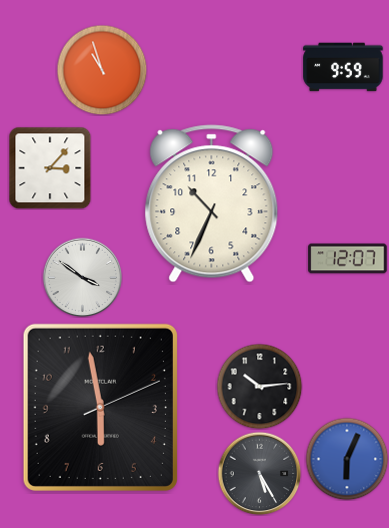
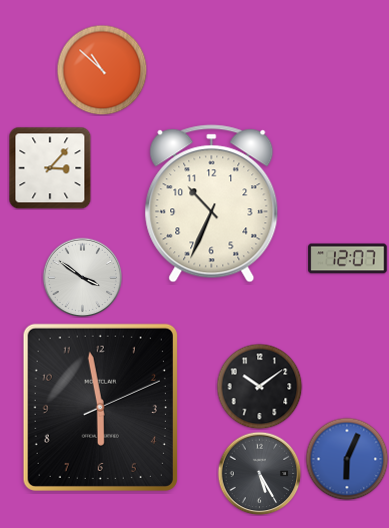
clock at (343, 67): 9:59 -> none
clock at (102, 70): 10:57 -> 10:52
clock at (259, 386): 10:14 -> 10:09
